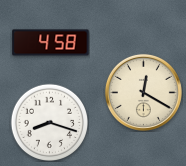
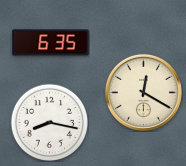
clock at (51, 43): 4:58 -> 6:35
clock at (49, 122): 8:18 -> 8:17
